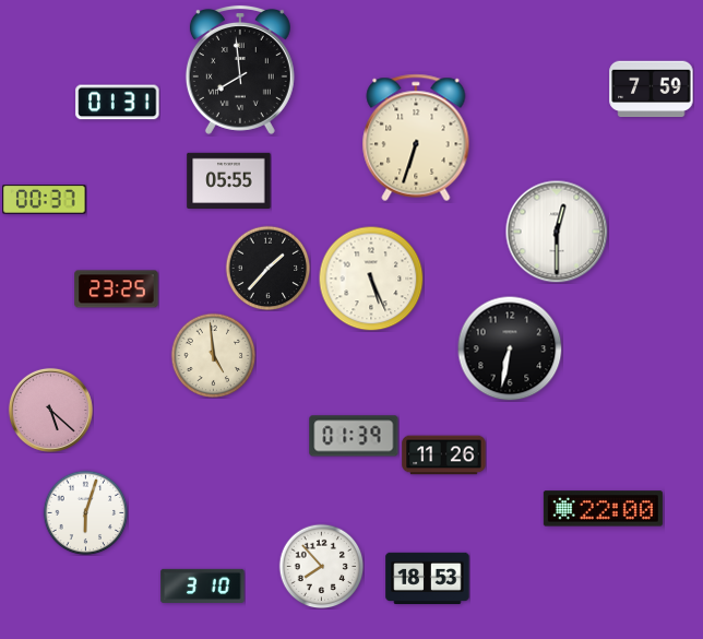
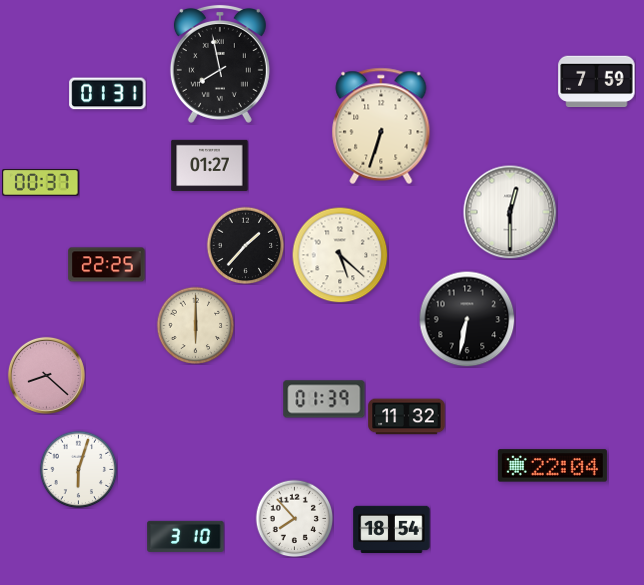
clock at (240, 70): 7:59 -> 7:58
clock at (229, 181): 05:55 -> 01:27
clock at (371, 279): 5:26 -> 5:22
clock at (117, 289): 23:25 -> 22:25
clock at (213, 355): 4:59 -> 6:00
clock at (50, 410): 5:22 -> 8:22
clock at (444, 455): 11:26 -> 11:32
clock at (603, 509): 22:00 -> 22:04
clock at (428, 578): 18:53 -> 18:54
